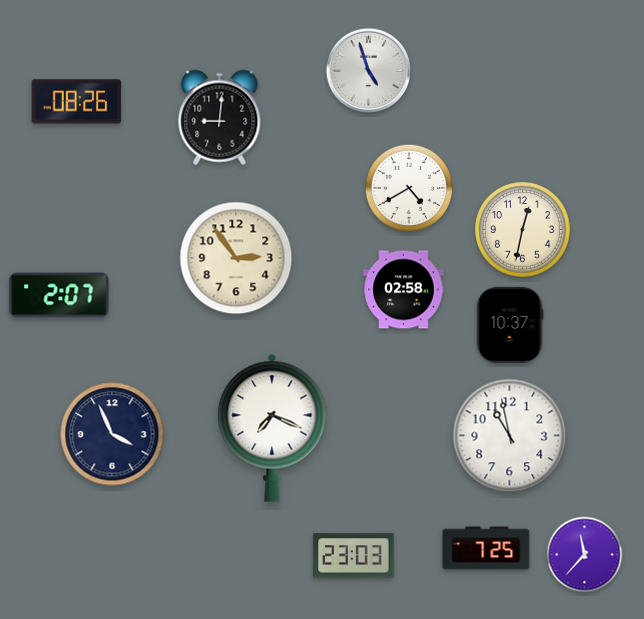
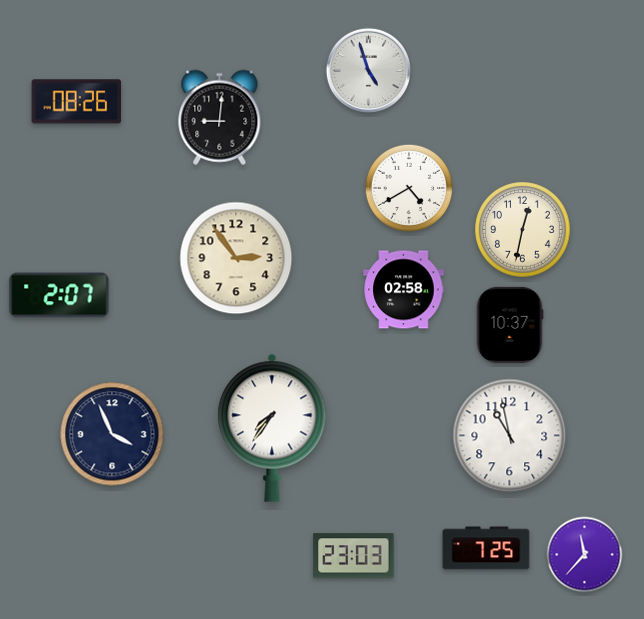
clock at (272, 428): 7:19 -> 7:36
